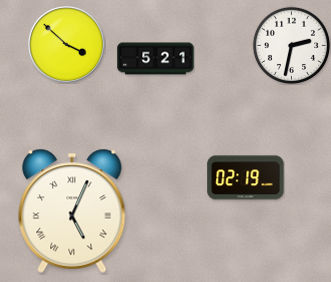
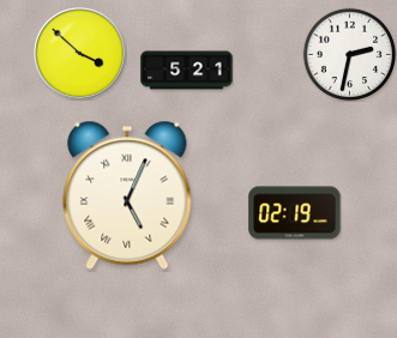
clock at (72, 211) position: (72, 211) -> (127, 195)
